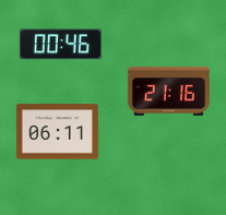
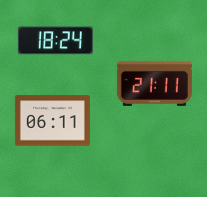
clock at (60, 45): 00:46 -> 18:24
clock at (168, 91): 21:16 -> 21:11
